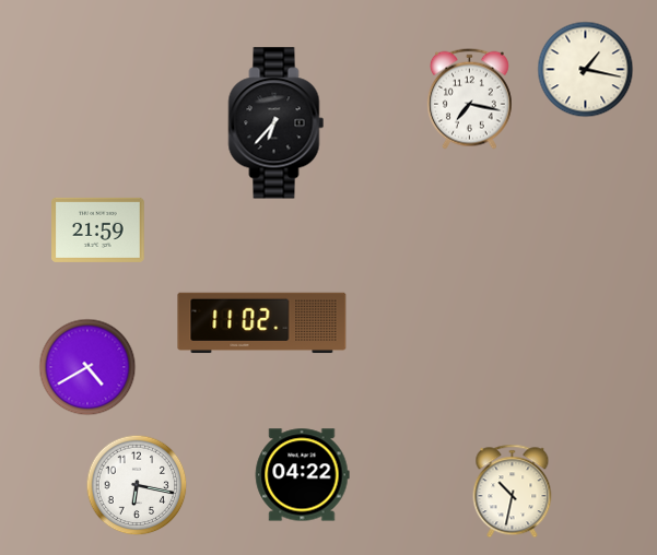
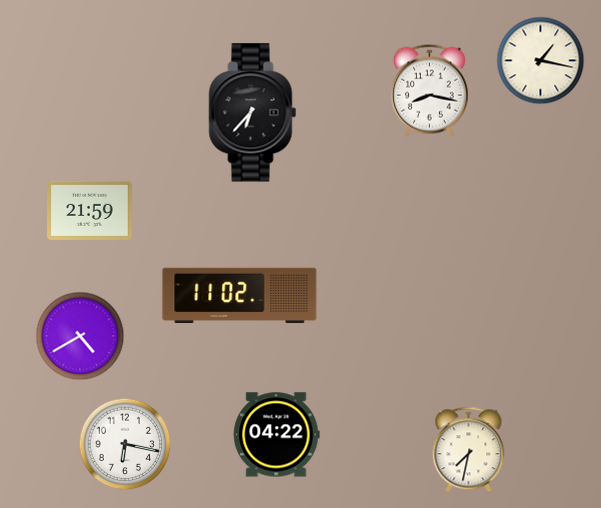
clock at (586, 70) position: (586, 70) -> (541, 61)
clock at (469, 98): 7:17 -> 8:17
clock at (513, 492): 10:32 -> 7:32
